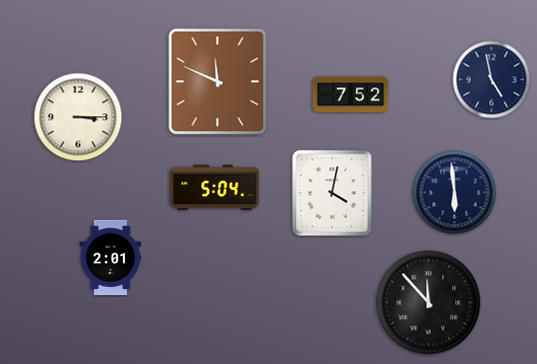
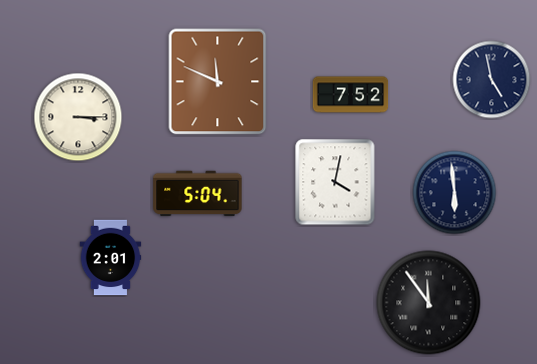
clock at (215, 188) position: (215, 188) -> (198, 194)
clock at (332, 193) position: (332, 193) -> (335, 182)
clock at (429, 303): 11:53 -> 11:54
